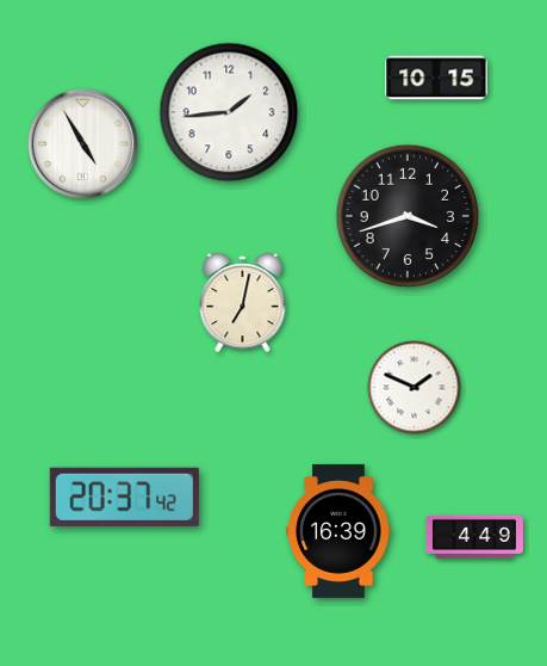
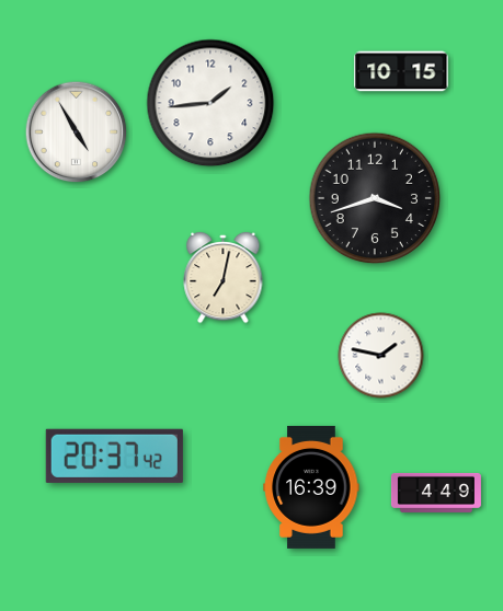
clock at (415, 388): 1:49 -> 1:47
